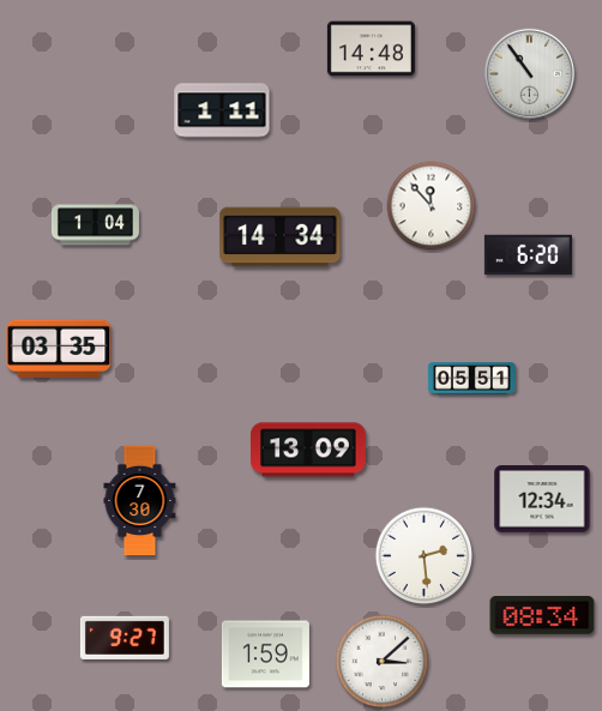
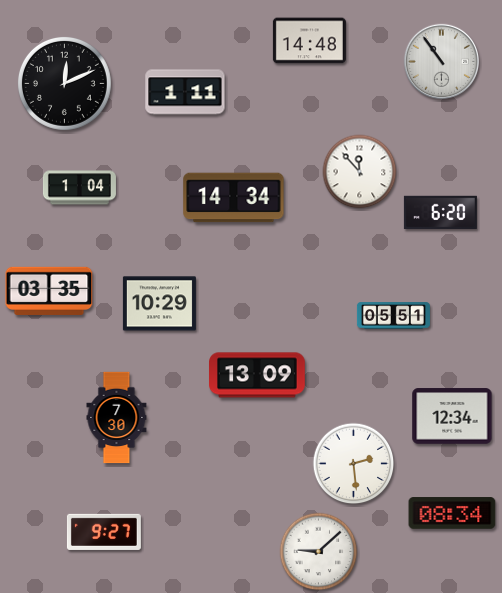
clock at (64, 83): none -> 12:11
clock at (159, 304): none -> 10:29
clock at (265, 655): 1:59 -> none
clock at (383, 662): 3:08 -> 9:08
